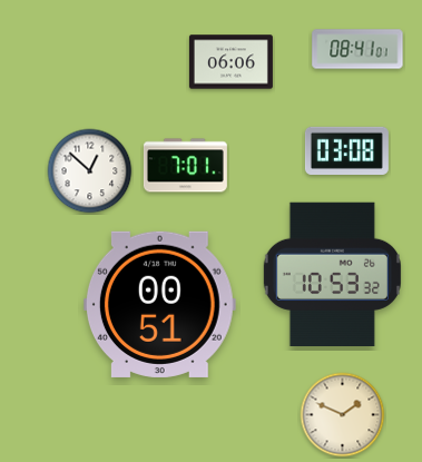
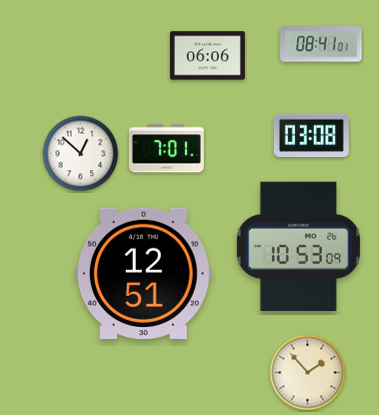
clock at (332, 274): 10:53:32 -> 10:53:09
clock at (159, 304): 00:51 -> 12:51
clock at (343, 415): 1:49 -> 1:53
